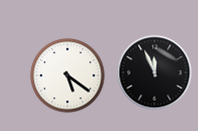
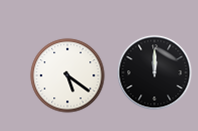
clock at (155, 73): 11:56 -> 12:00
